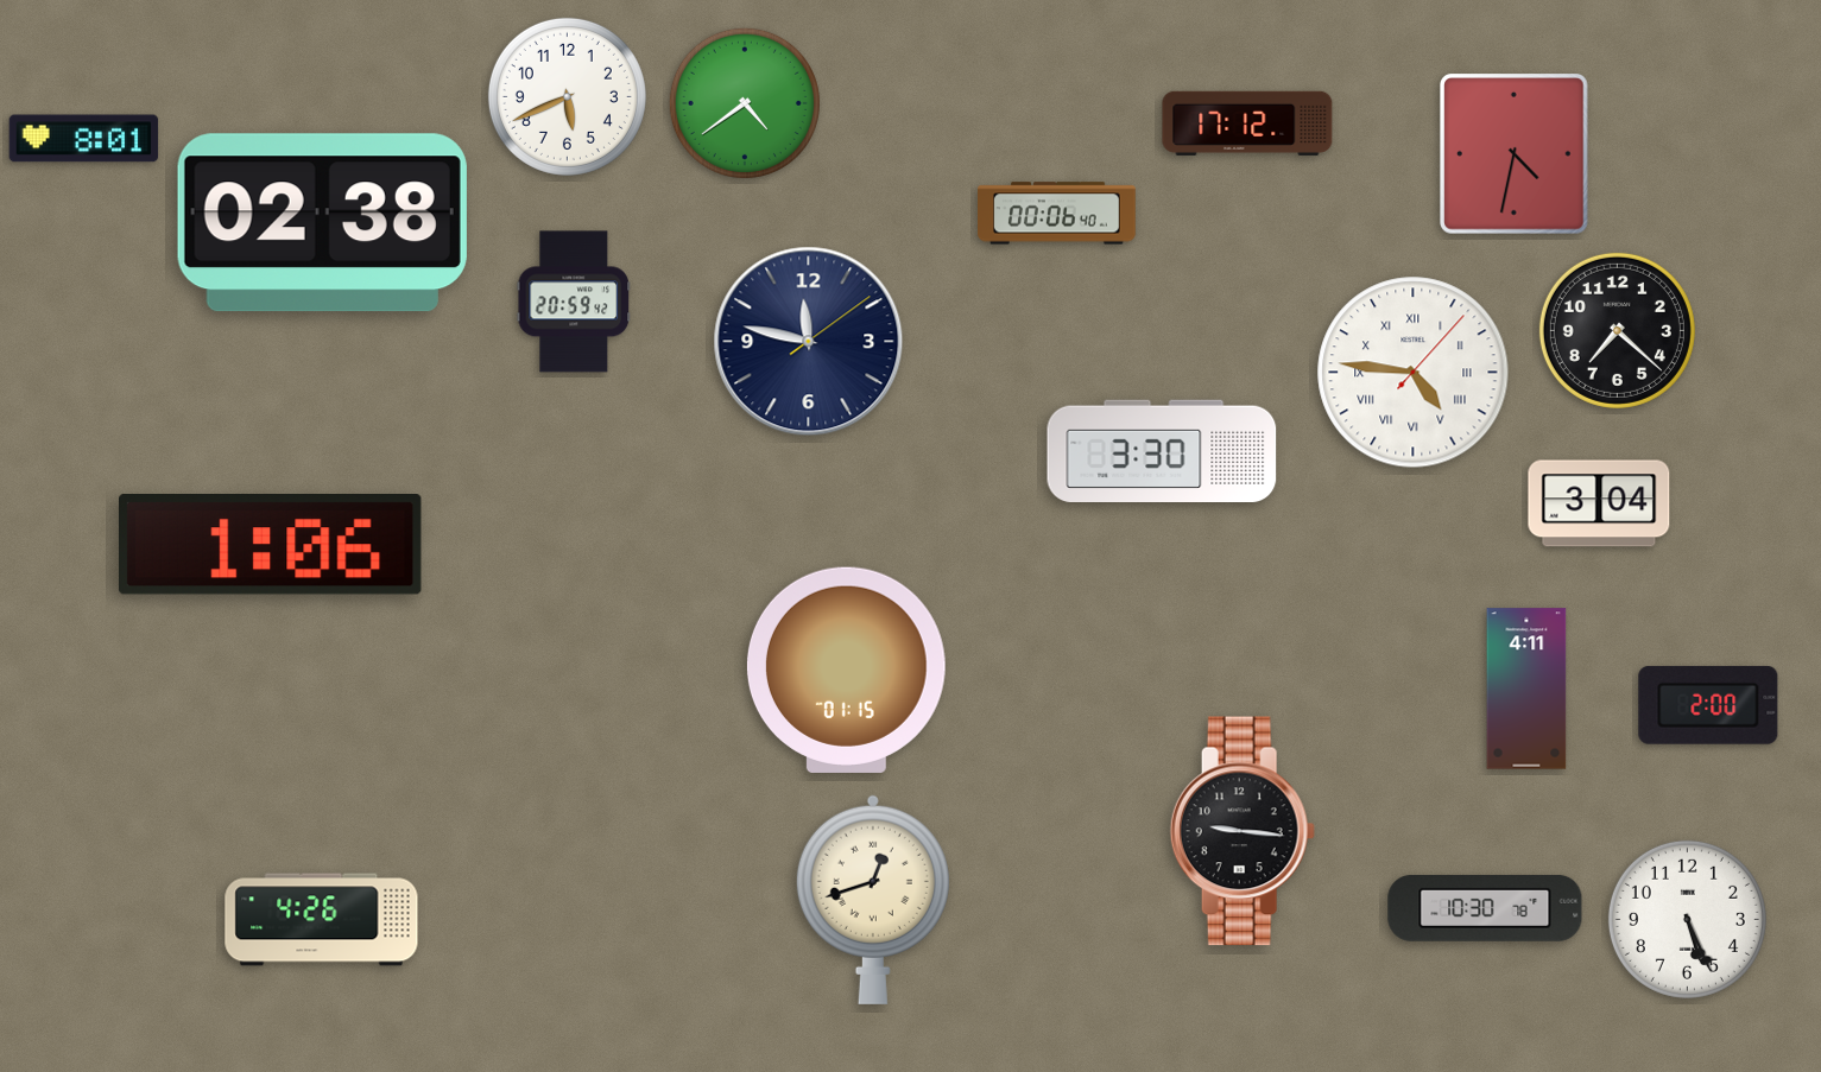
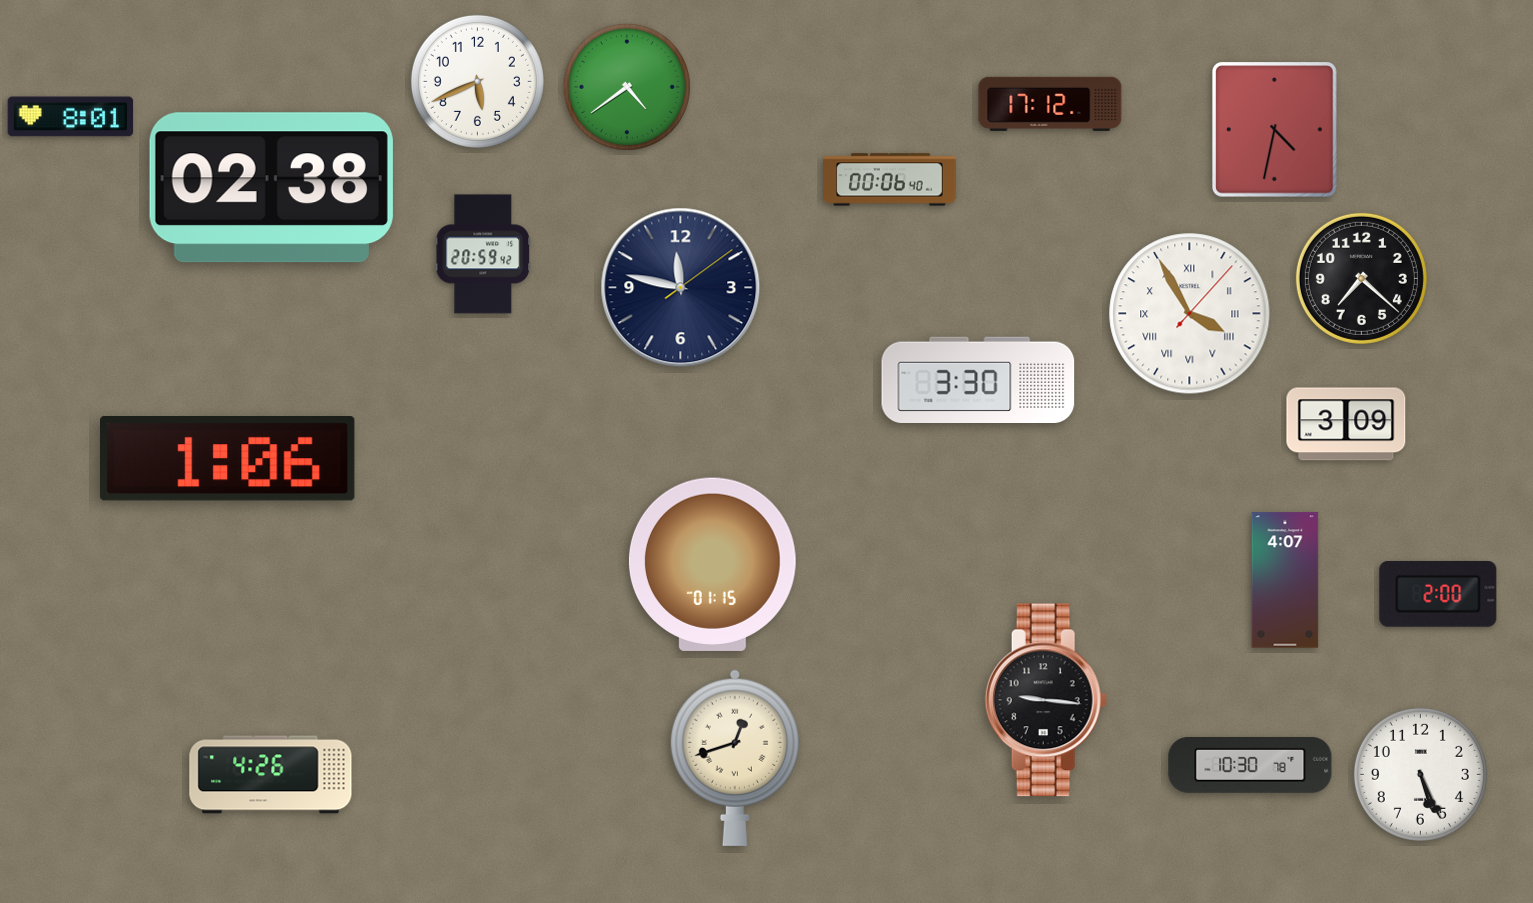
clock at (1414, 373): 4:46 -> 3:55
clock at (1599, 503): 3:04 -> 3:09
clock at (1526, 689): 4:11 -> 4:07
